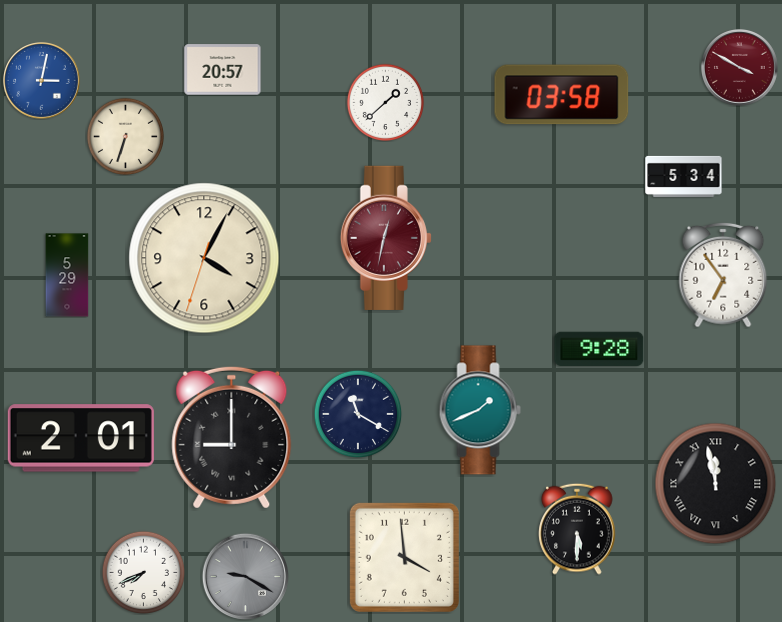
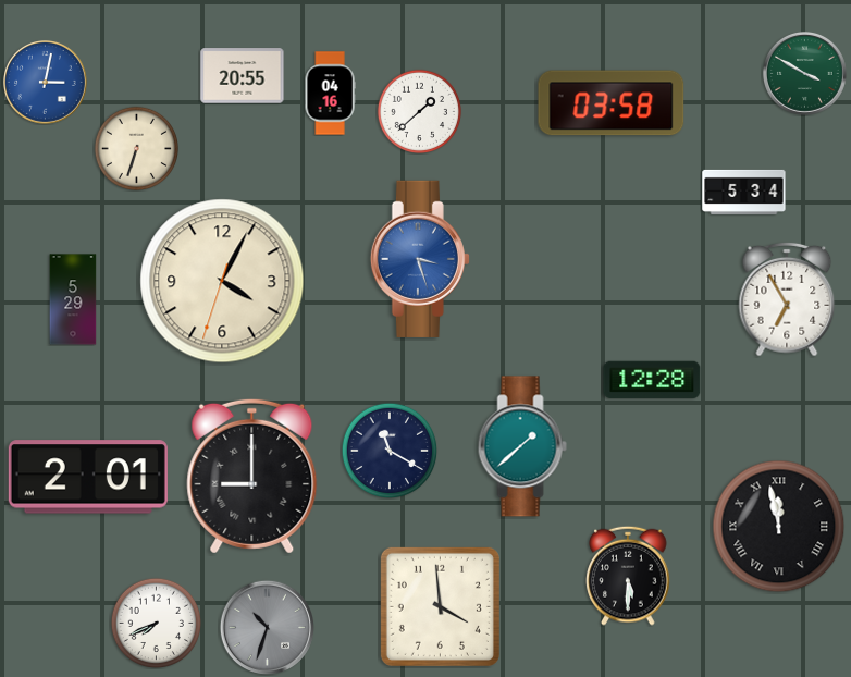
clock at (739, 67) dial: burgundy -> green
clock at (223, 70): 20:57 -> 20:55
clock at (41, 80) position: (41, 80) -> (45, 82)
clock at (330, 94): none -> 04:16
clock at (386, 238): 12:32 -> 3:27
clock at (386, 238) dial: burgundy -> blue
clock at (723, 275): 6:54 -> 6:55
clock at (599, 349): 9:28 -> 12:28
clock at (480, 410): 1:41 -> 1:38
clock at (245, 576): 9:20 -> 10:33
